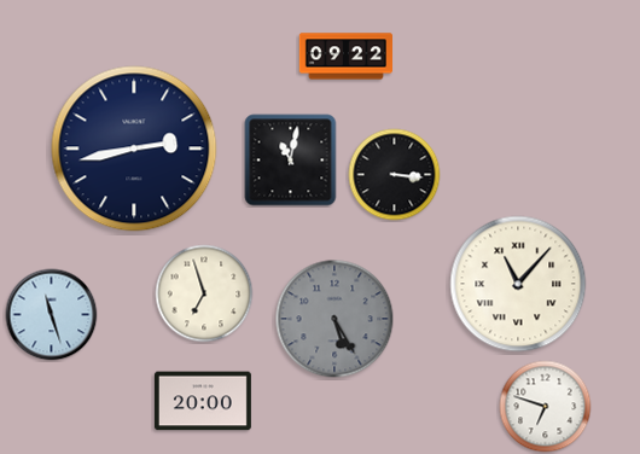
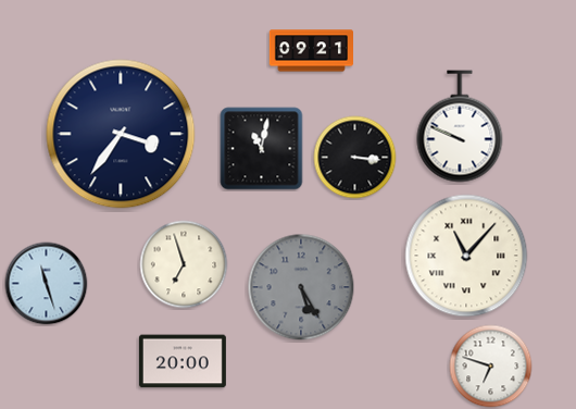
clock at (345, 57): 09:22 -> 09:21
clock at (460, 126): none -> 9:49
clock at (134, 149): 2:43 -> 3:36
clock at (291, 161) position: (291, 161) -> (262, 149)
